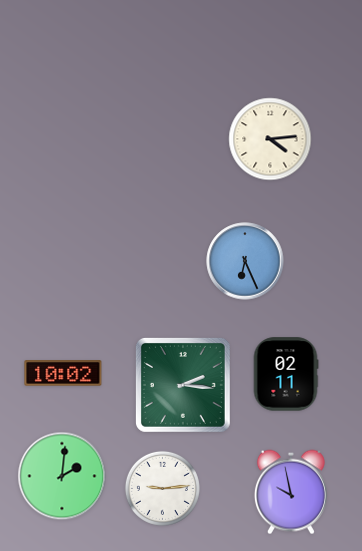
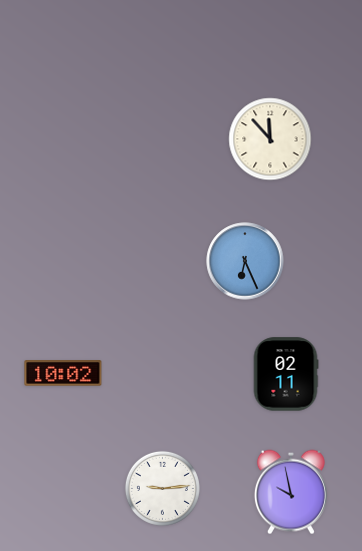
clock at (270, 139): 4:14 -> 11:53
clock at (183, 385): 2:16 -> none
clock at (62, 476): 2:01 -> none
